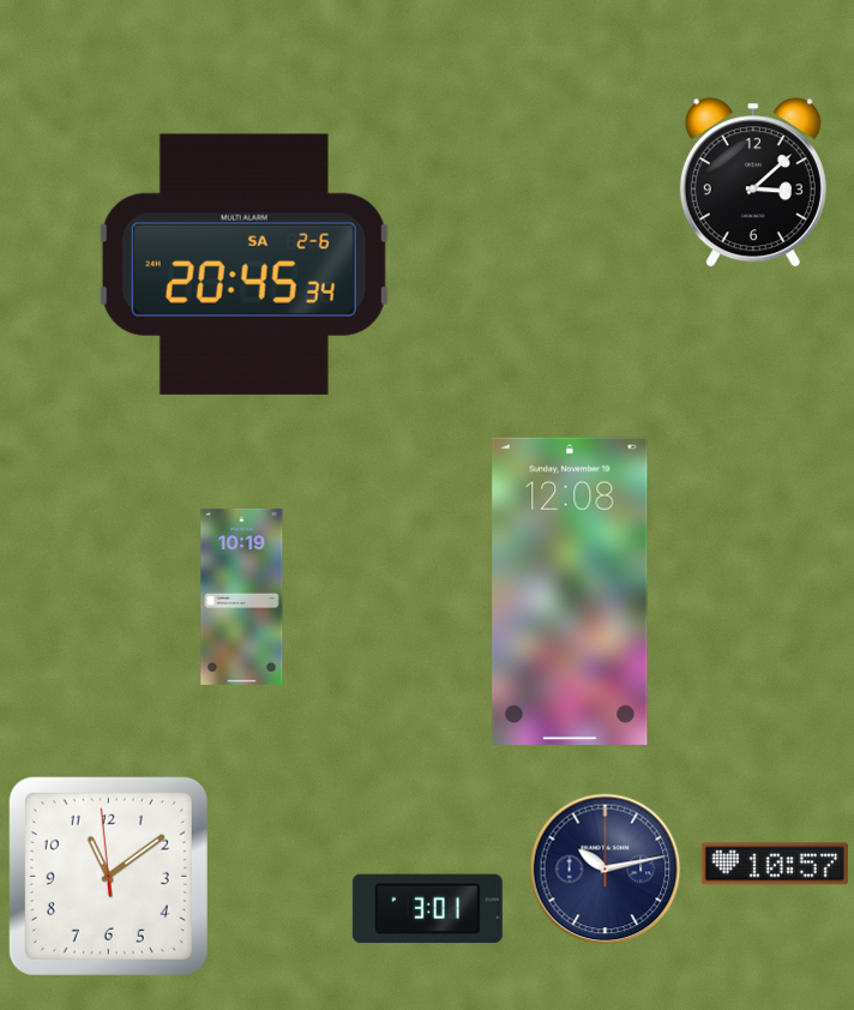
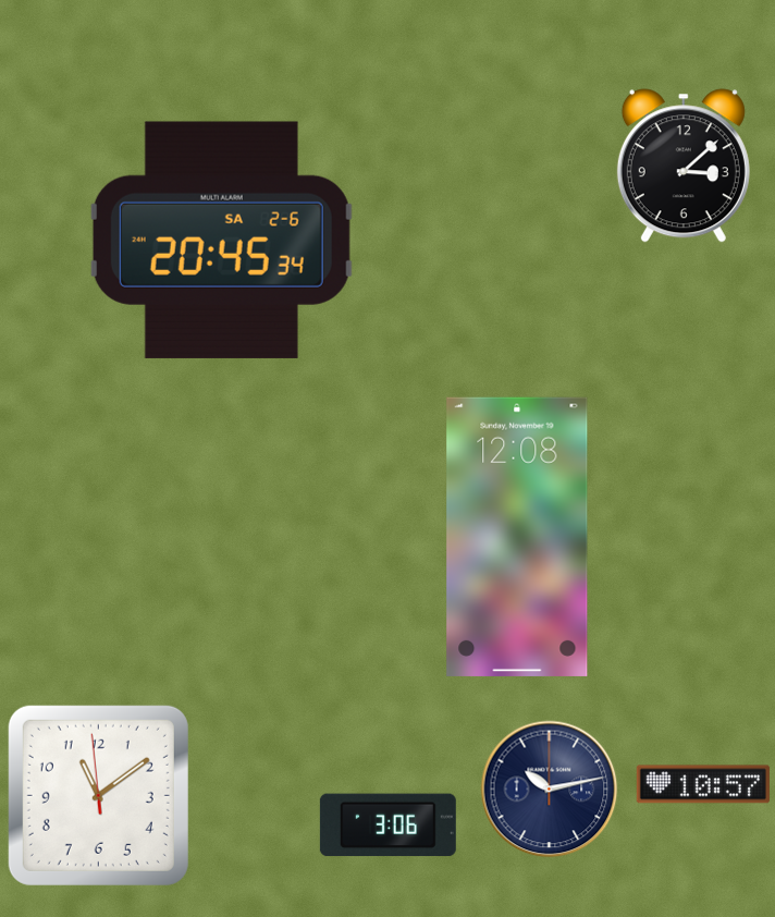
clock at (242, 596): 10:19 -> none
clock at (427, 909): 3:01 -> 3:06
